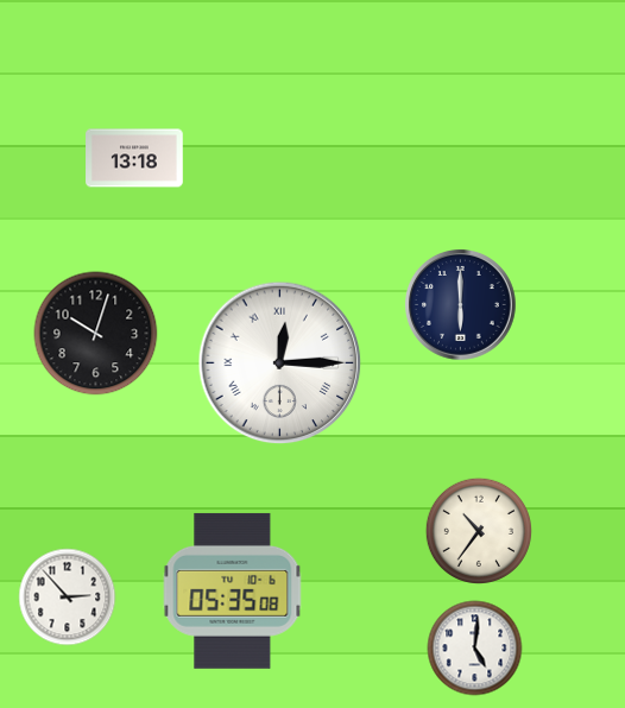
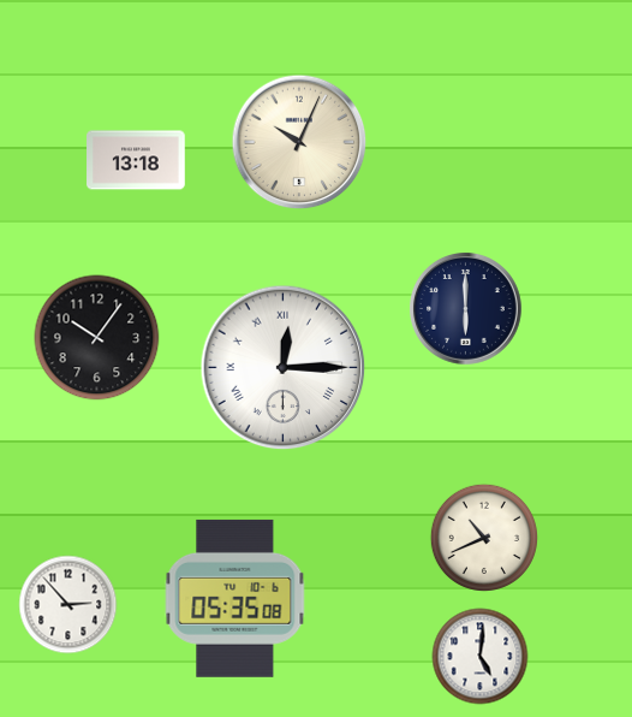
clock at (299, 142): none -> 10:04
clock at (96, 334): 10:03 -> 10:06
clock at (479, 531): 10:36 -> 10:41
